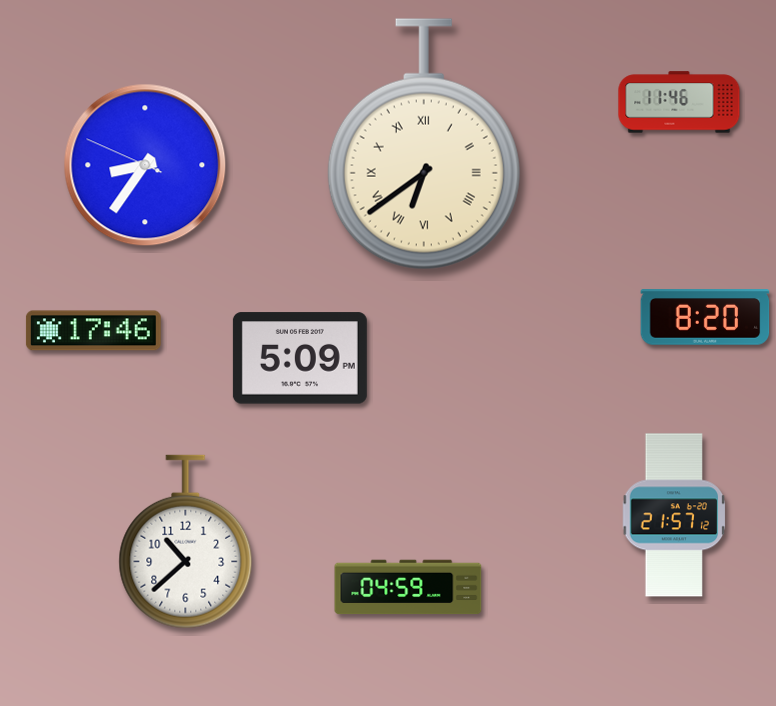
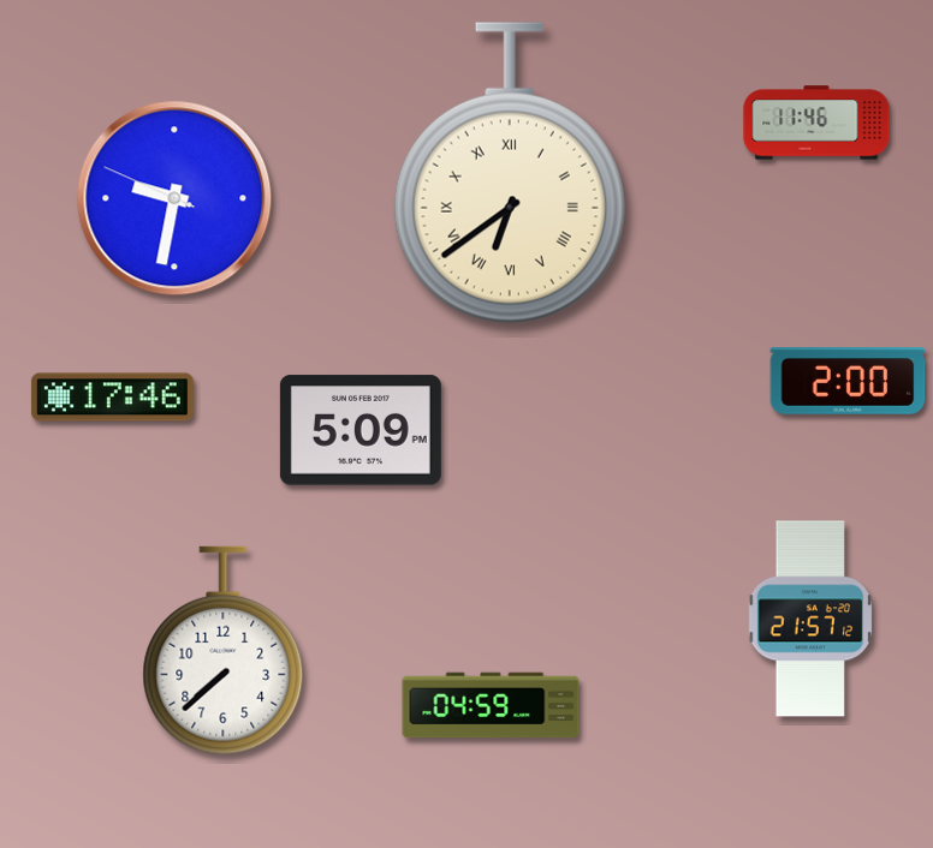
clock at (145, 165): 8:35 -> 9:31
clock at (705, 317): 8:20 -> 2:00
clock at (186, 542): 10:38 -> 7:38
